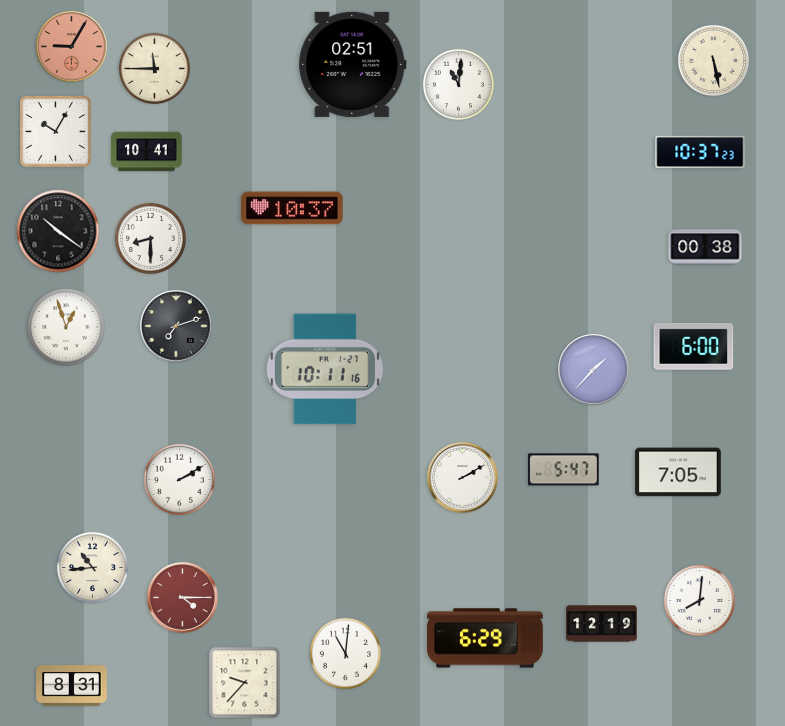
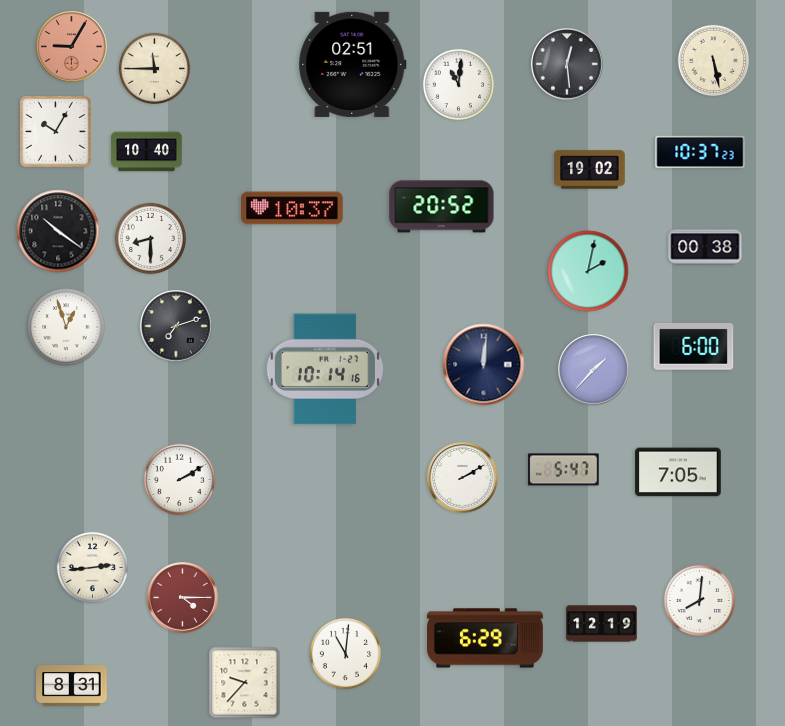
clock at (567, 64): none -> 12:29
clock at (147, 152): 10:41 -> 10:40
clock at (590, 170): none -> 19:02
clock at (442, 207): none -> 20:52
clock at (588, 271): none -> 2:02
clock at (484, 365): none -> 12:01
clock at (325, 369): 10:11 -> 10:14
clock at (92, 567): 10:44 -> 2:44
